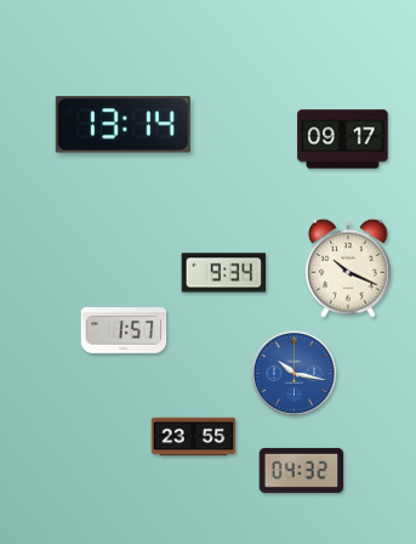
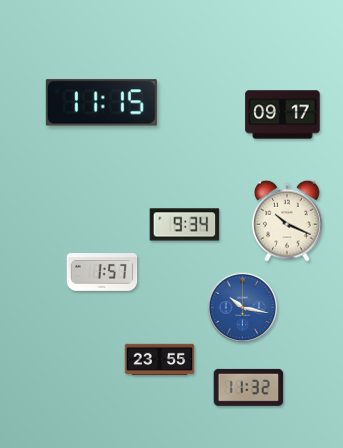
clock at (122, 125): 13:14 -> 11:15
clock at (302, 470): 04:32 -> 11:32
